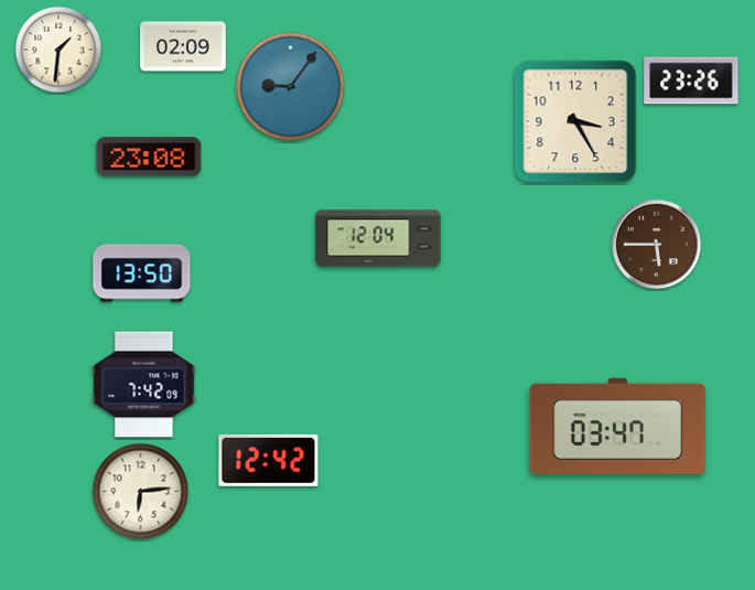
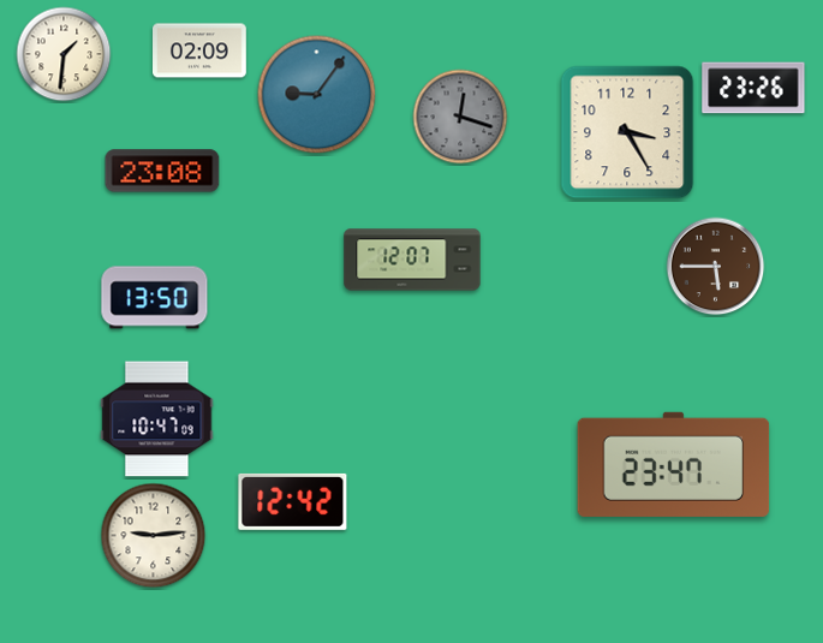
clock at (460, 117): none -> 12:18
clock at (378, 238): 12:04 -> 12:07
clock at (144, 385): 7:42 -> 10:47
clock at (618, 426): 03:47 -> 23:47
clock at (141, 492): 6:14 -> 9:14
